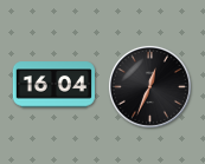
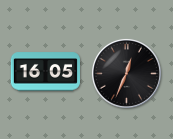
clock at (53, 85): 16:04 -> 16:05
